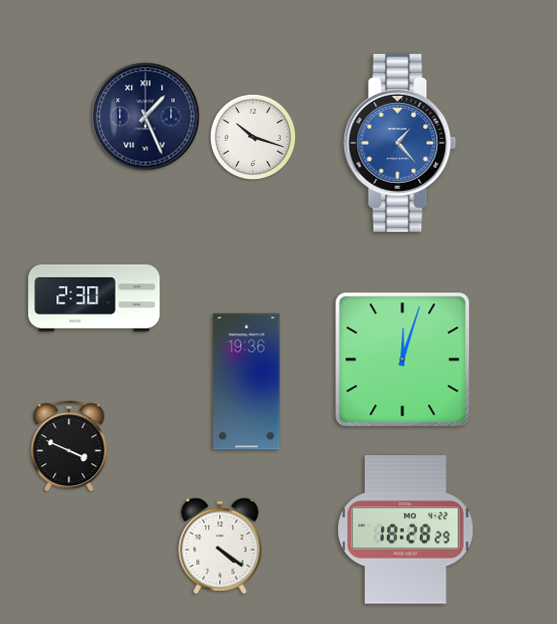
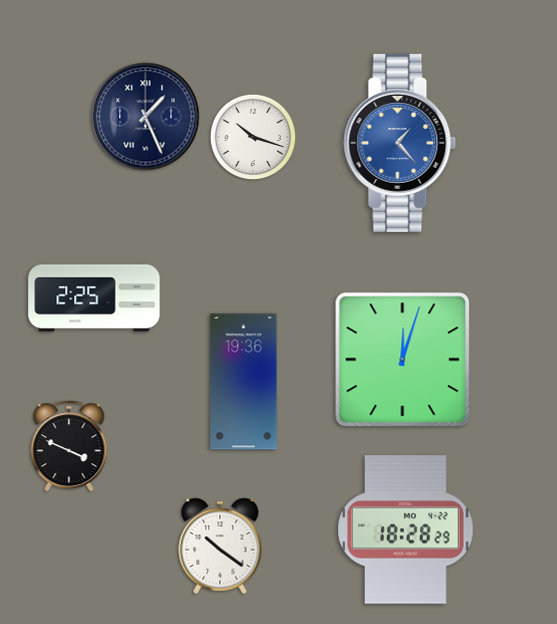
clock at (94, 298): 2:30 -> 2:25
clock at (247, 382) position: (247, 382) -> (244, 382)
clock at (220, 546): 4:21 -> 10:21
